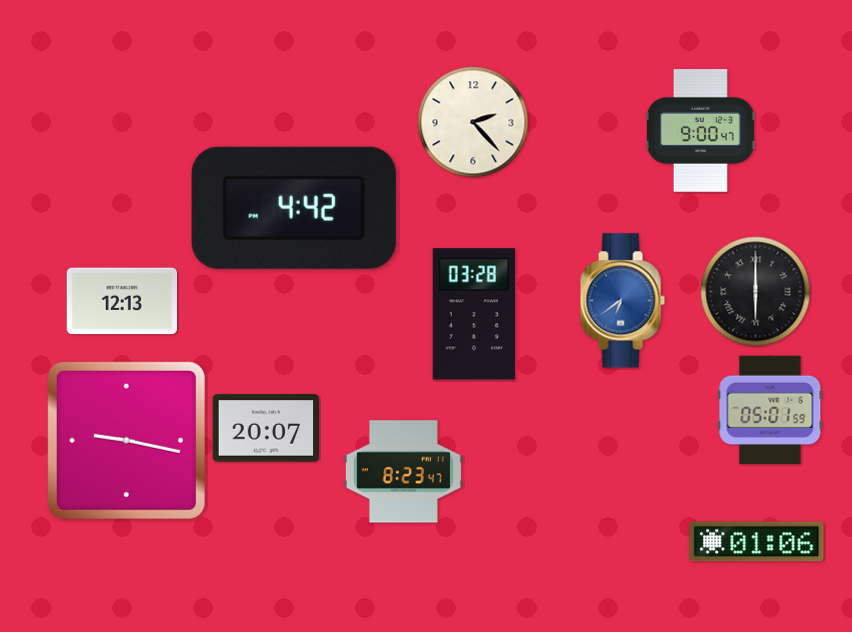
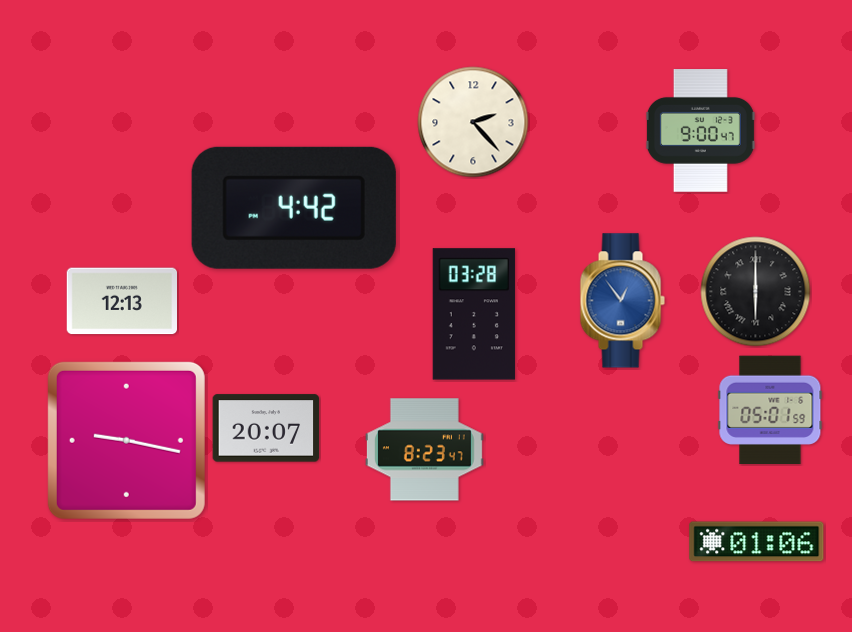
clock at (622, 301): 6:39 -> 12:54
clock at (403, 472) position: (403, 472) -> (424, 450)
